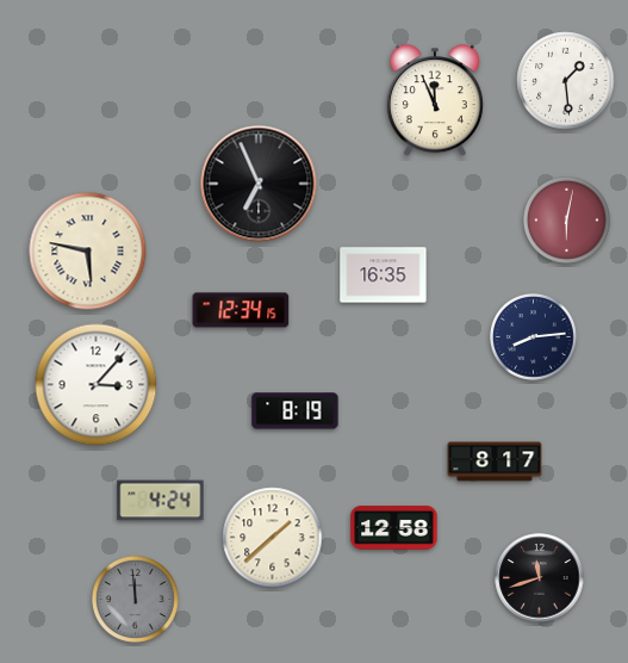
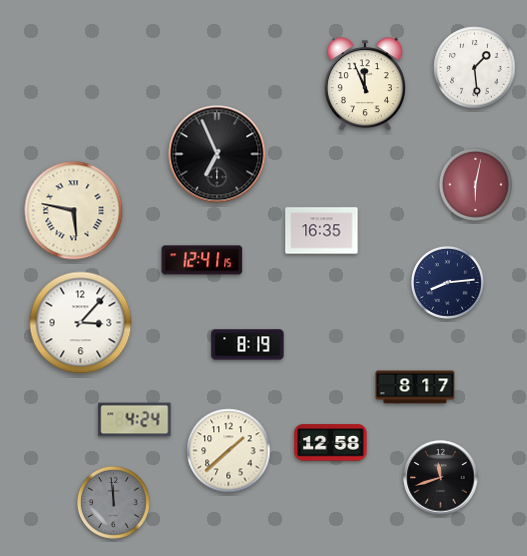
clock at (241, 310): 12:34 -> 12:41
clock at (540, 578) position: (540, 578) -> (441, 478)
